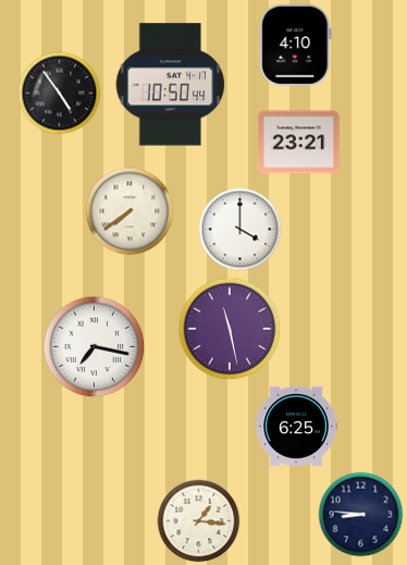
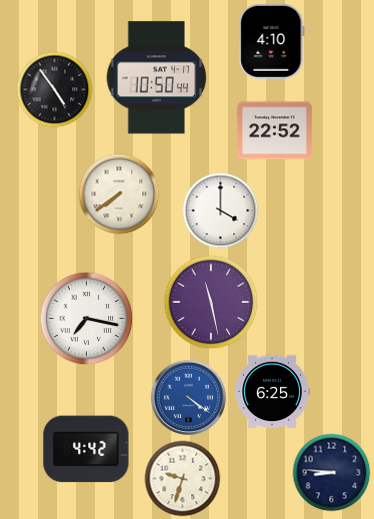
clock at (60, 94) position: (60, 94) -> (55, 90)
clock at (298, 143): 23:21 -> 22:52
clock at (189, 398): none -> 4:21
clock at (86, 449): none -> 4:42
clock at (199, 521): 1:16 -> 9:33
